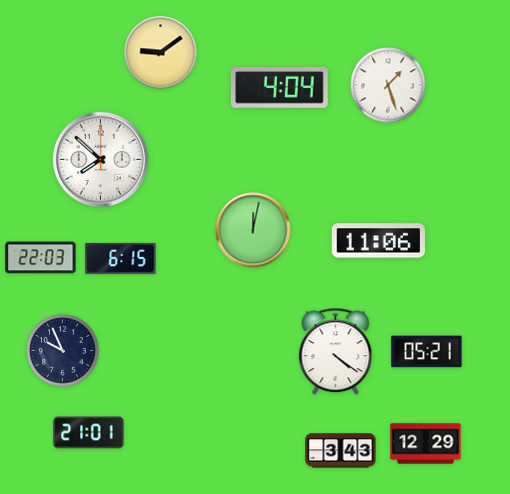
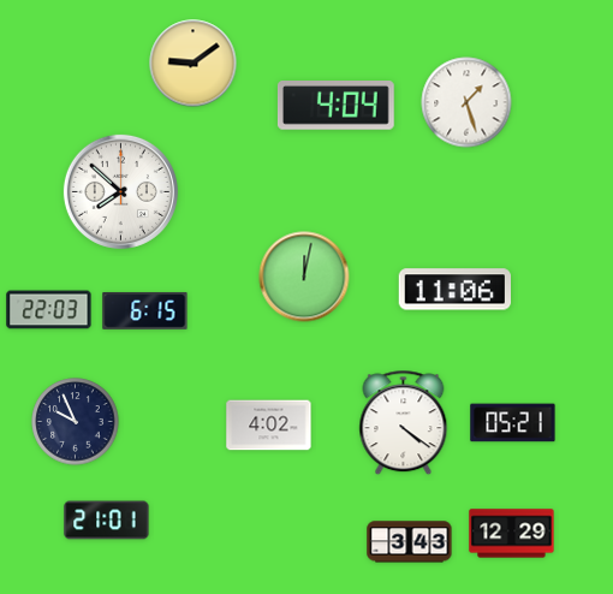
clock at (269, 426): none -> 4:02
